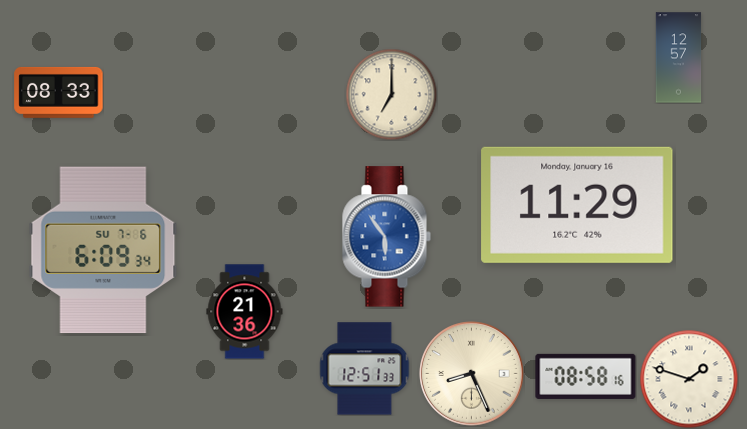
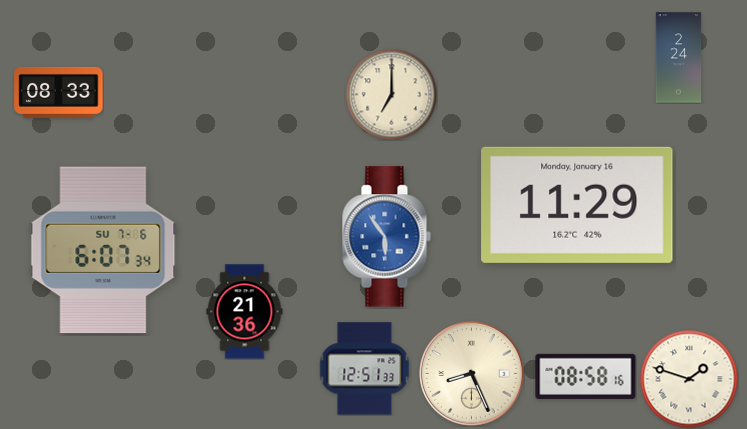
clock at (679, 58): 12:57 -> 2:24
clock at (103, 250): 6:09 -> 6:07
